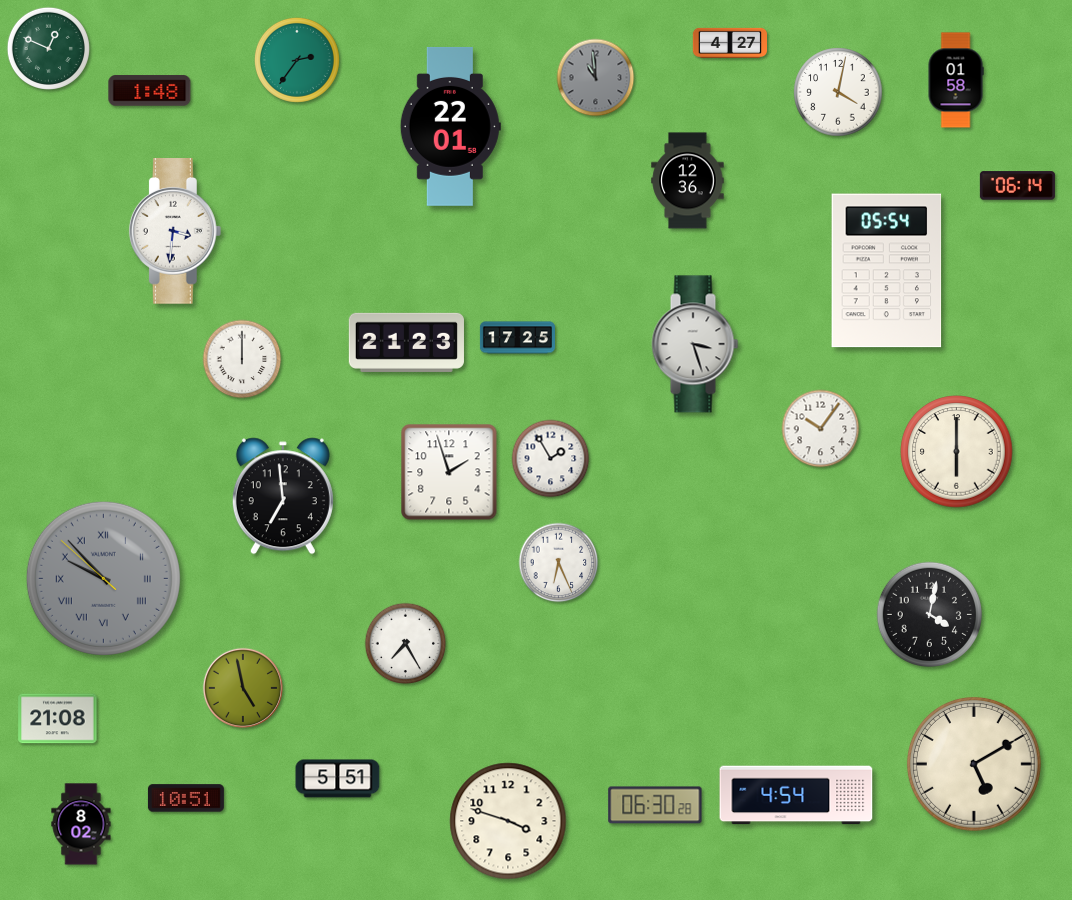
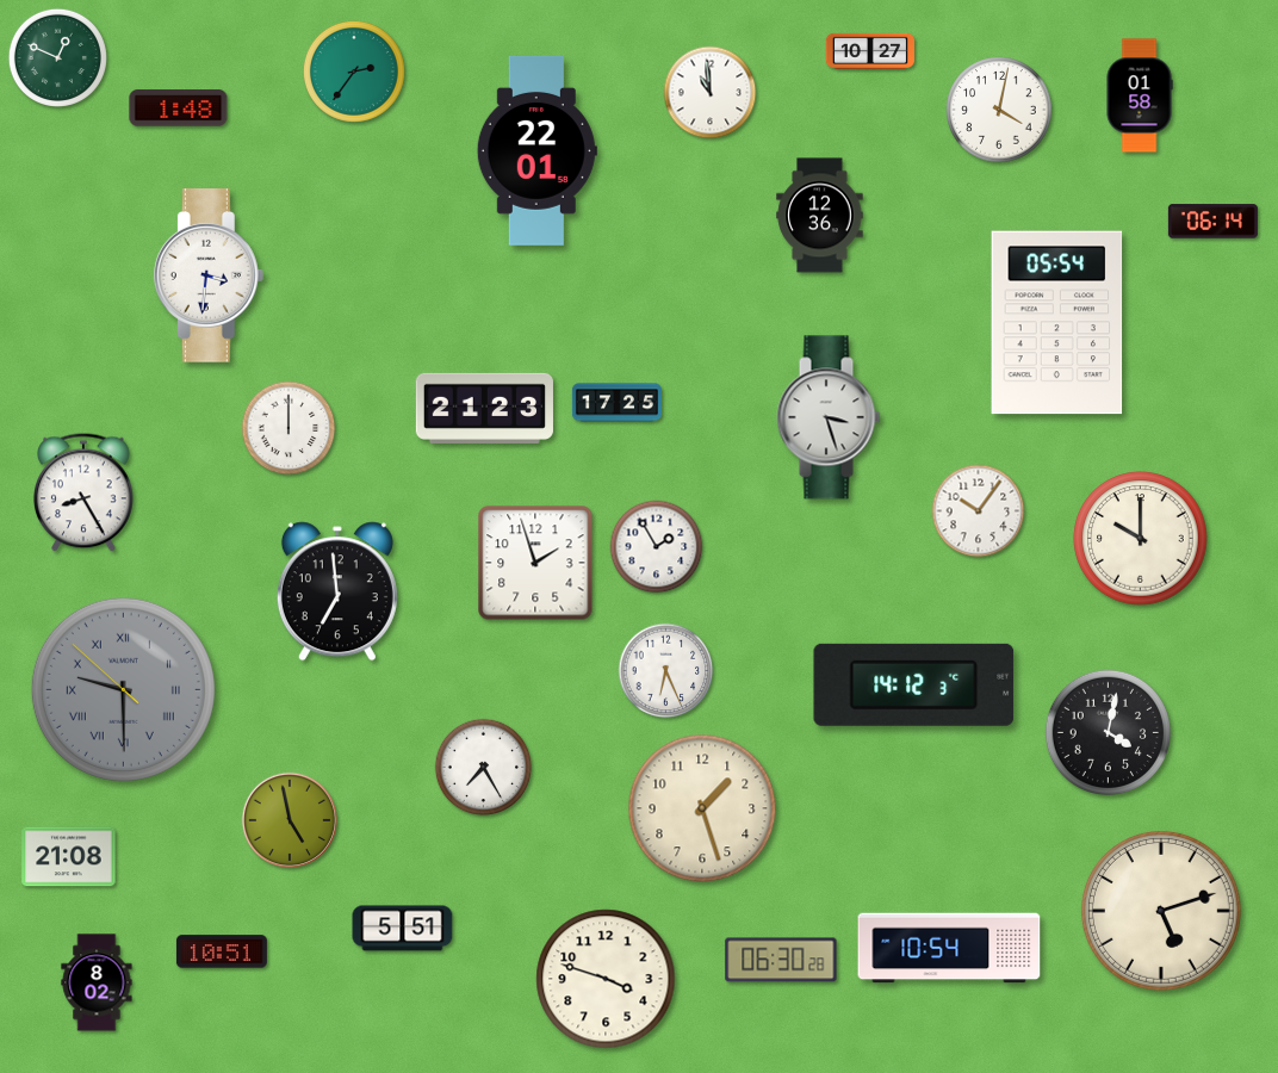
clock at (730, 42): 4:27 -> 10:27
clock at (596, 78) dial: grey -> white
clock at (695, 344) position: (695, 344) -> (829, 417)
clock at (83, 492): none -> 8:25
clock at (957, 452): 6:00 -> 10:00
clock at (914, 684): none -> 14:12
clock at (103, 578): 9:52 -> 9:29
clock at (702, 808): none -> 1:27
clock at (974, 764): 5:10 -> 5:12
clock at (796, 795): 4:54 -> 10:54
